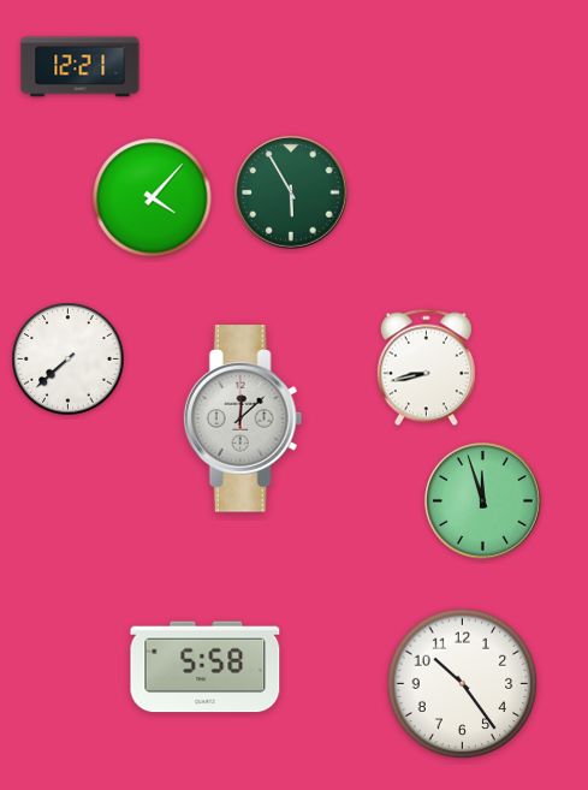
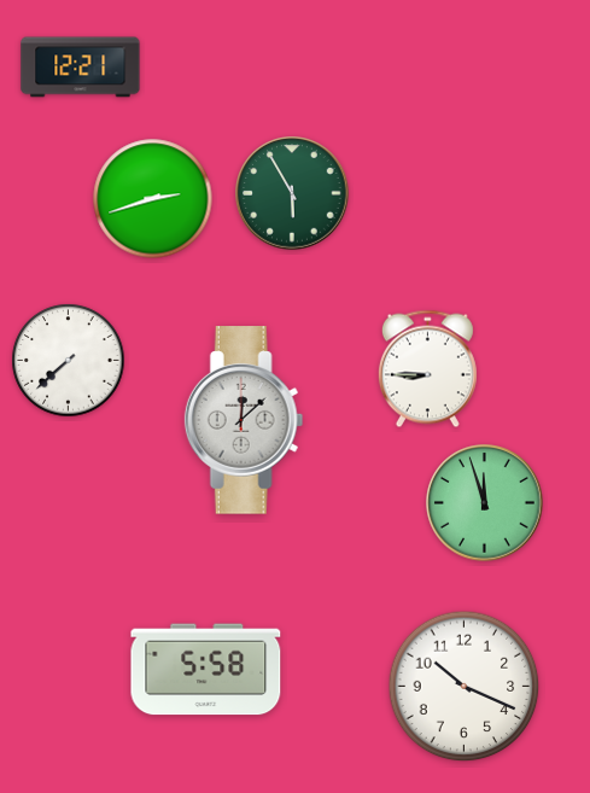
clock at (153, 198): 4:07 -> 2:42
clock at (426, 368): 8:43 -> 8:45
clock at (463, 684): 10:24 -> 10:19
